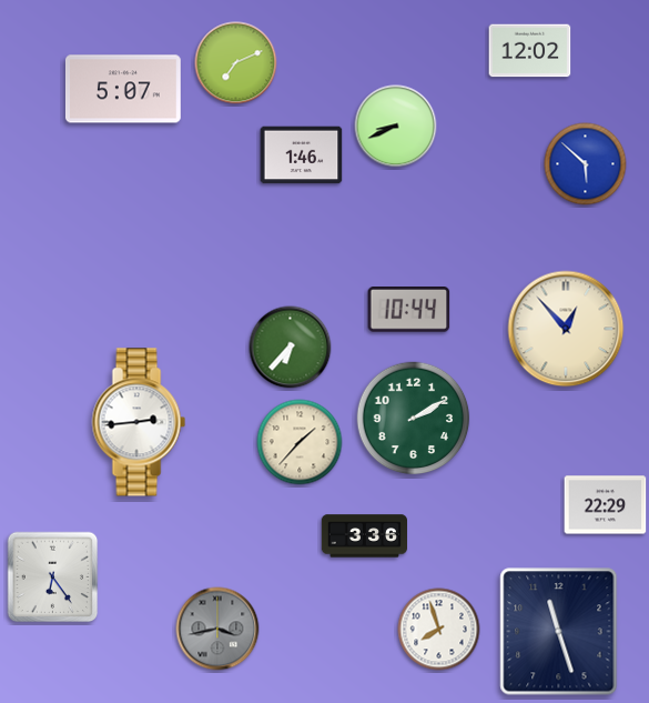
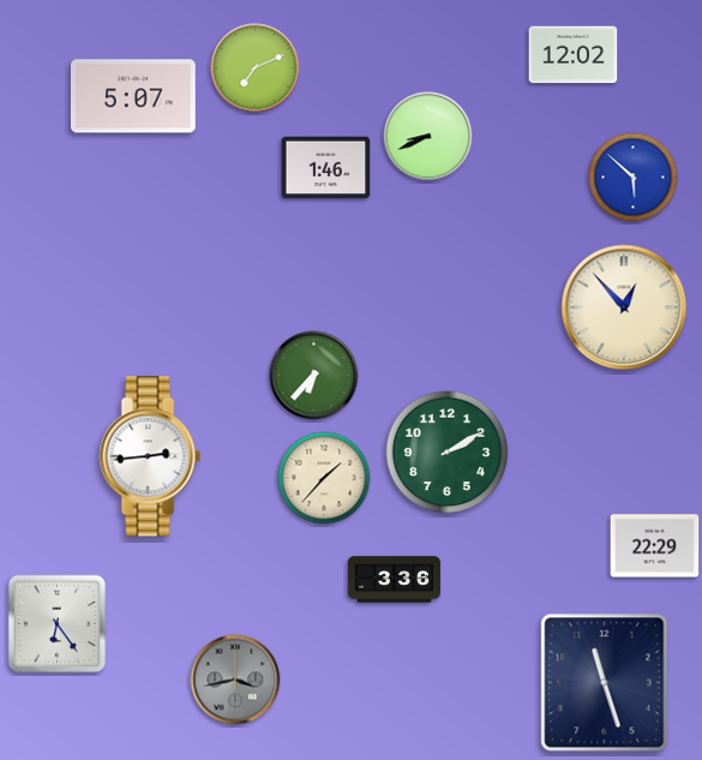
clock at (409, 310): 10:44 -> none
clock at (566, 329) position: (566, 329) -> (624, 307)
clock at (439, 630): 7:57 -> none
